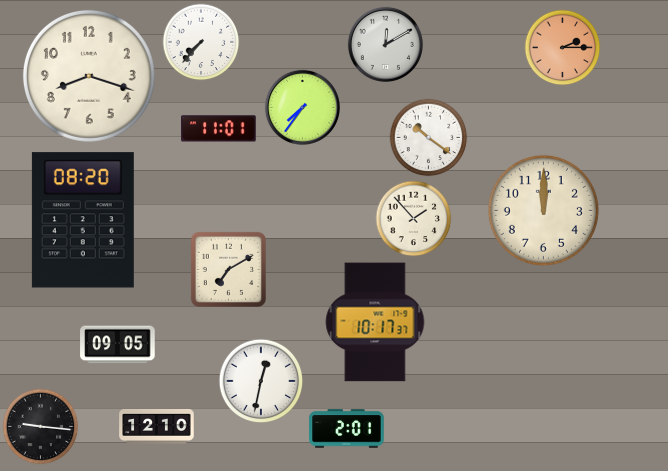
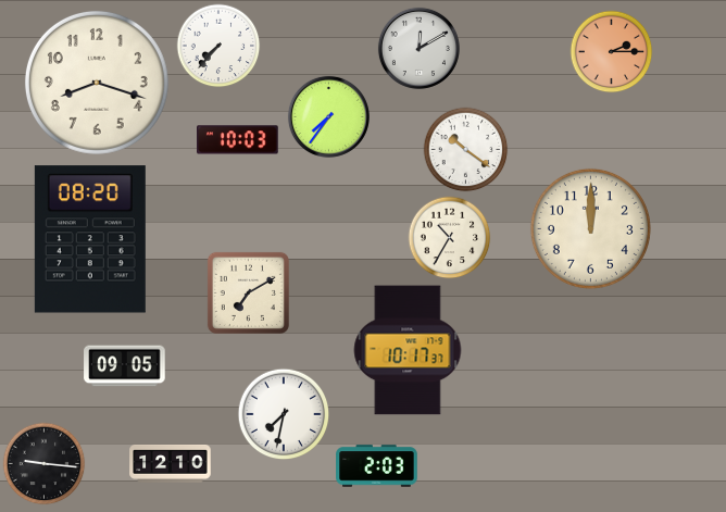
clock at (219, 129): 11:01 -> 10:03
clock at (414, 219): 1:53 -> 10:35
clock at (118, 345) position: (118, 345) -> (125, 366)
clock at (261, 381): 12:32 -> 7:32
clock at (347, 429): 2:01 -> 2:03
